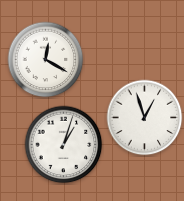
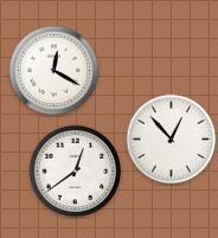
clock at (145, 118): 12:57 -> 12:53
clock at (64, 145): 1:03 -> 12:39
